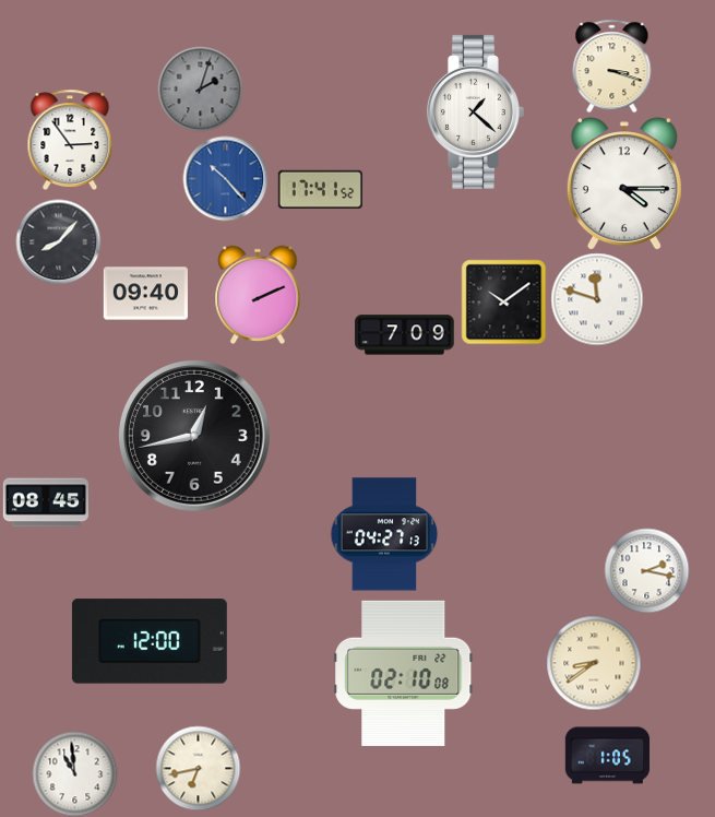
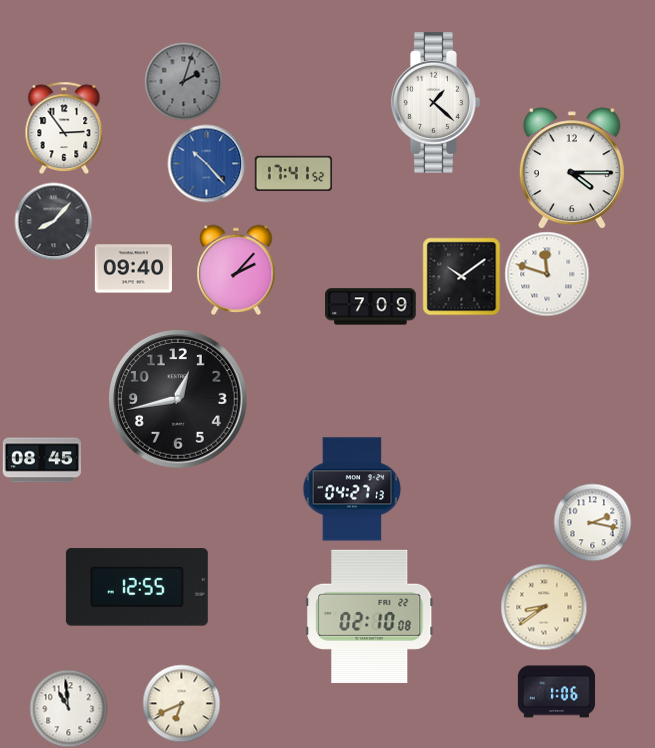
clock at (612, 66): 3:18 -> none
clock at (258, 295): 2:11 -> 2:07
clock at (150, 641): 12:00 -> 12:55
clock at (607, 756): 1:05 -> 1:06
clock at (198, 768): 6:43 -> 6:41
